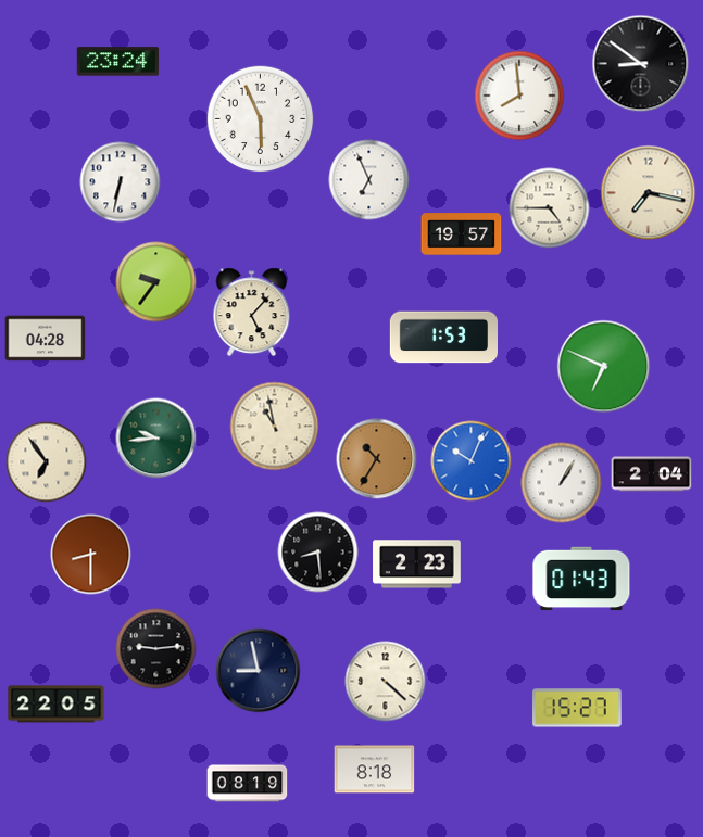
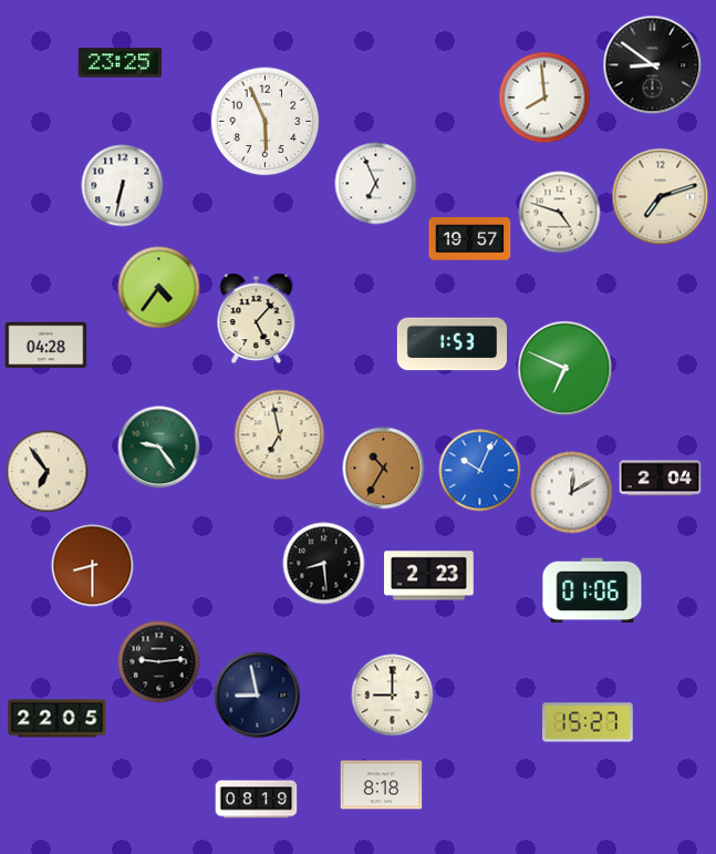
clock at (118, 62): 23:24 -> 23:25
clock at (519, 96) position: (519, 96) -> (544, 97)
clock at (649, 193): 7:17 -> 7:12
clock at (550, 208): 4:45 -> 4:48
clock at (156, 282): 9:36 -> 4:36
clock at (604, 367) position: (604, 367) -> (565, 369)
clock at (275, 427): 10:58 -> 6:58
clock at (156, 439): 9:44 -> 9:24
clock at (652, 474) position: (652, 474) -> (661, 479)
clock at (562, 483): 1:05 -> 12:10
clock at (417, 565) position: (417, 565) -> (429, 576)
clock at (581, 579): 01:43 -> 01:06
clock at (259, 671) position: (259, 671) -> (258, 696)
clock at (386, 682): 4:22 -> 9:00
clock at (248, 784) position: (248, 784) -> (257, 800)
